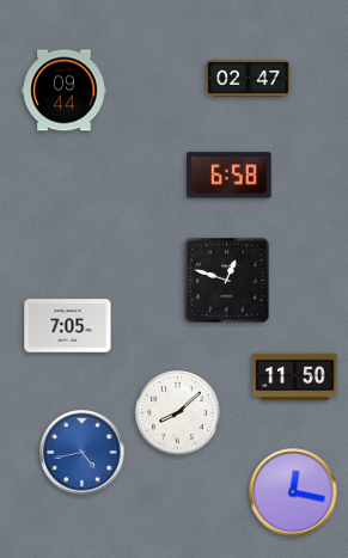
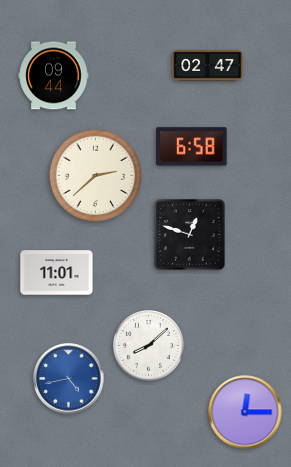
clock at (96, 176): none -> 2:38
clock at (68, 326): 7:05 -> 11:01
clock at (295, 378): 11:50 -> none
clock at (293, 492): 12:17 -> 12:15
